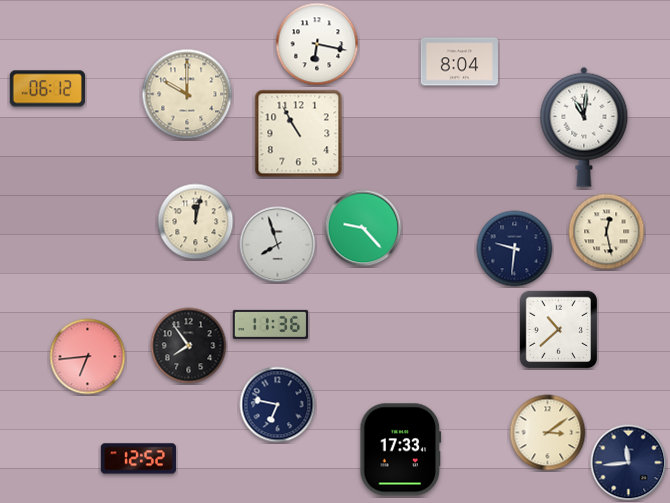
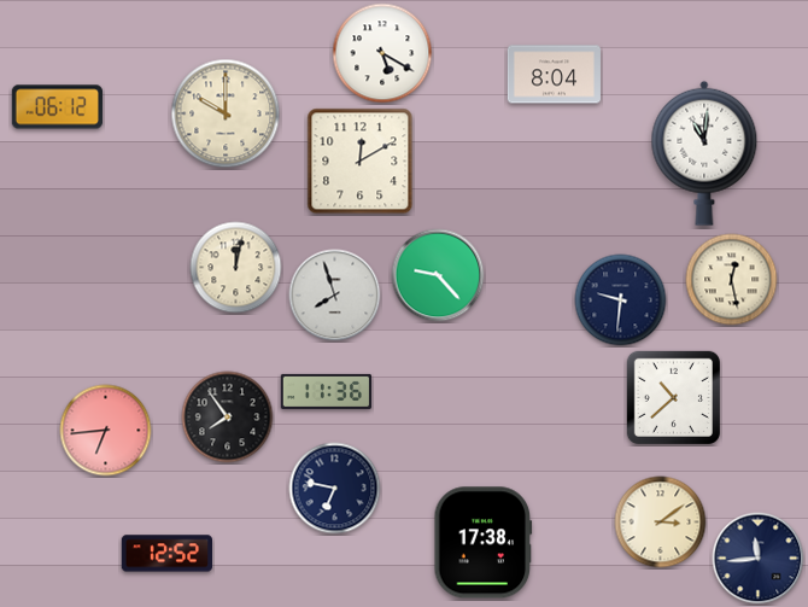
clock at (317, 44): 6:17 -> 5:20
clock at (299, 134): 10:55 -> 12:10
clock at (401, 450): 17:33 -> 17:38
